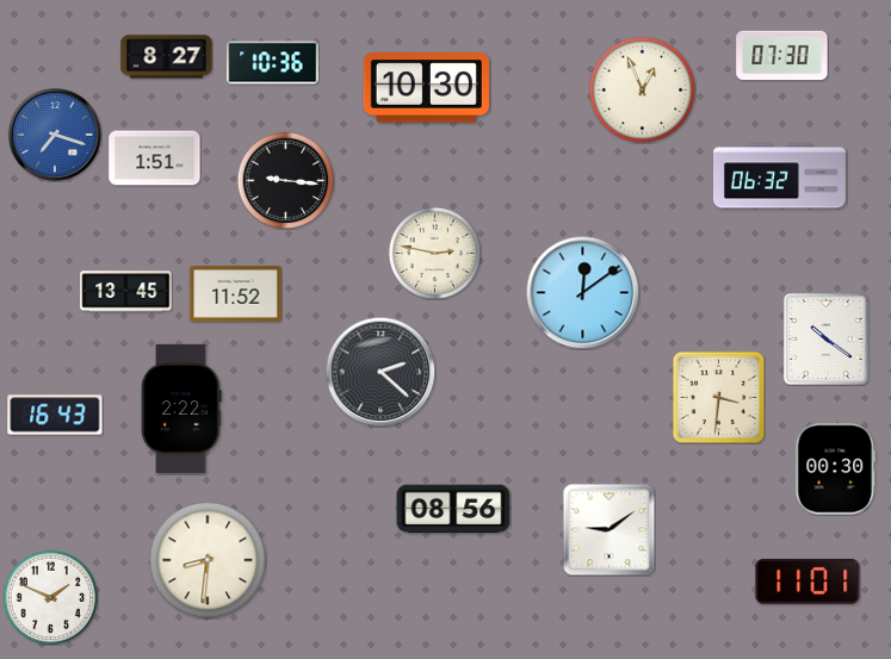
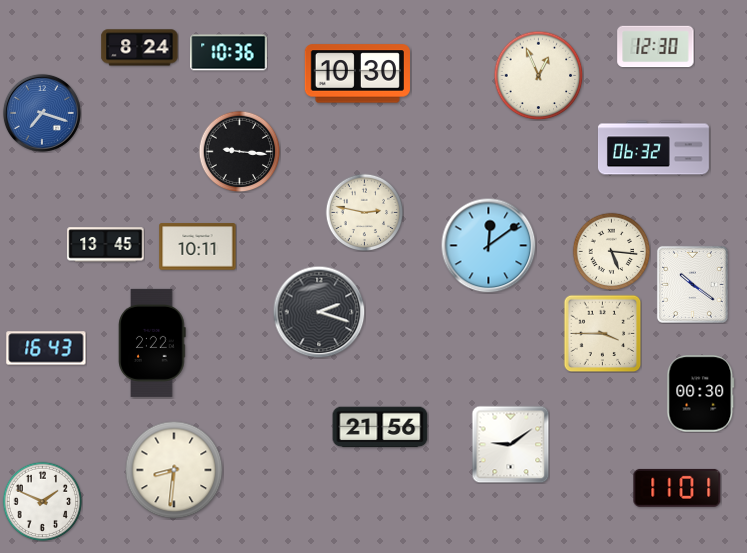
clock at (782, 56): 07:30 -> 12:30
clock at (167, 57): 8:27 -> 8:24
clock at (55, 135) position: (55, 135) -> (42, 113)
clock at (155, 158): 1:51 -> none
clock at (236, 294): 11:52 -> 10:11
clock at (611, 251): none -> 5:16
clock at (380, 372): 2:22 -> 2:18
clock at (718, 397): 3:31 -> 3:45
clock at (453, 509): 08:56 -> 21:56
